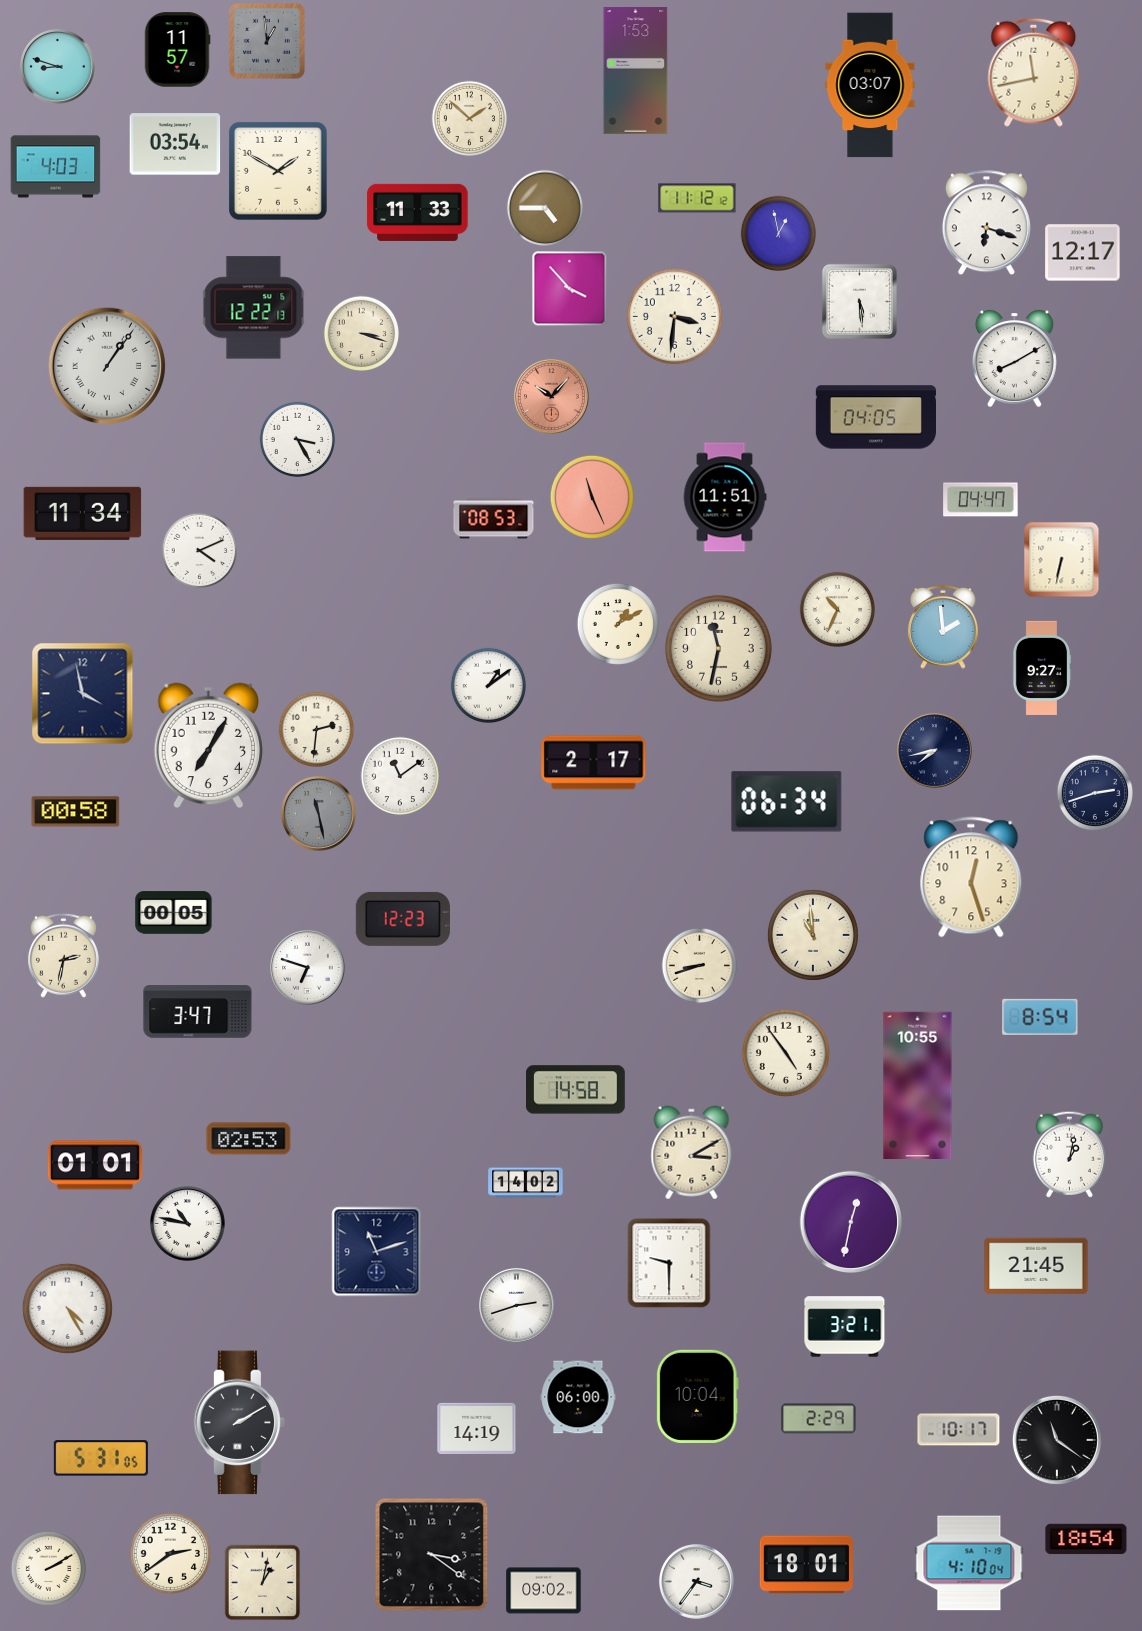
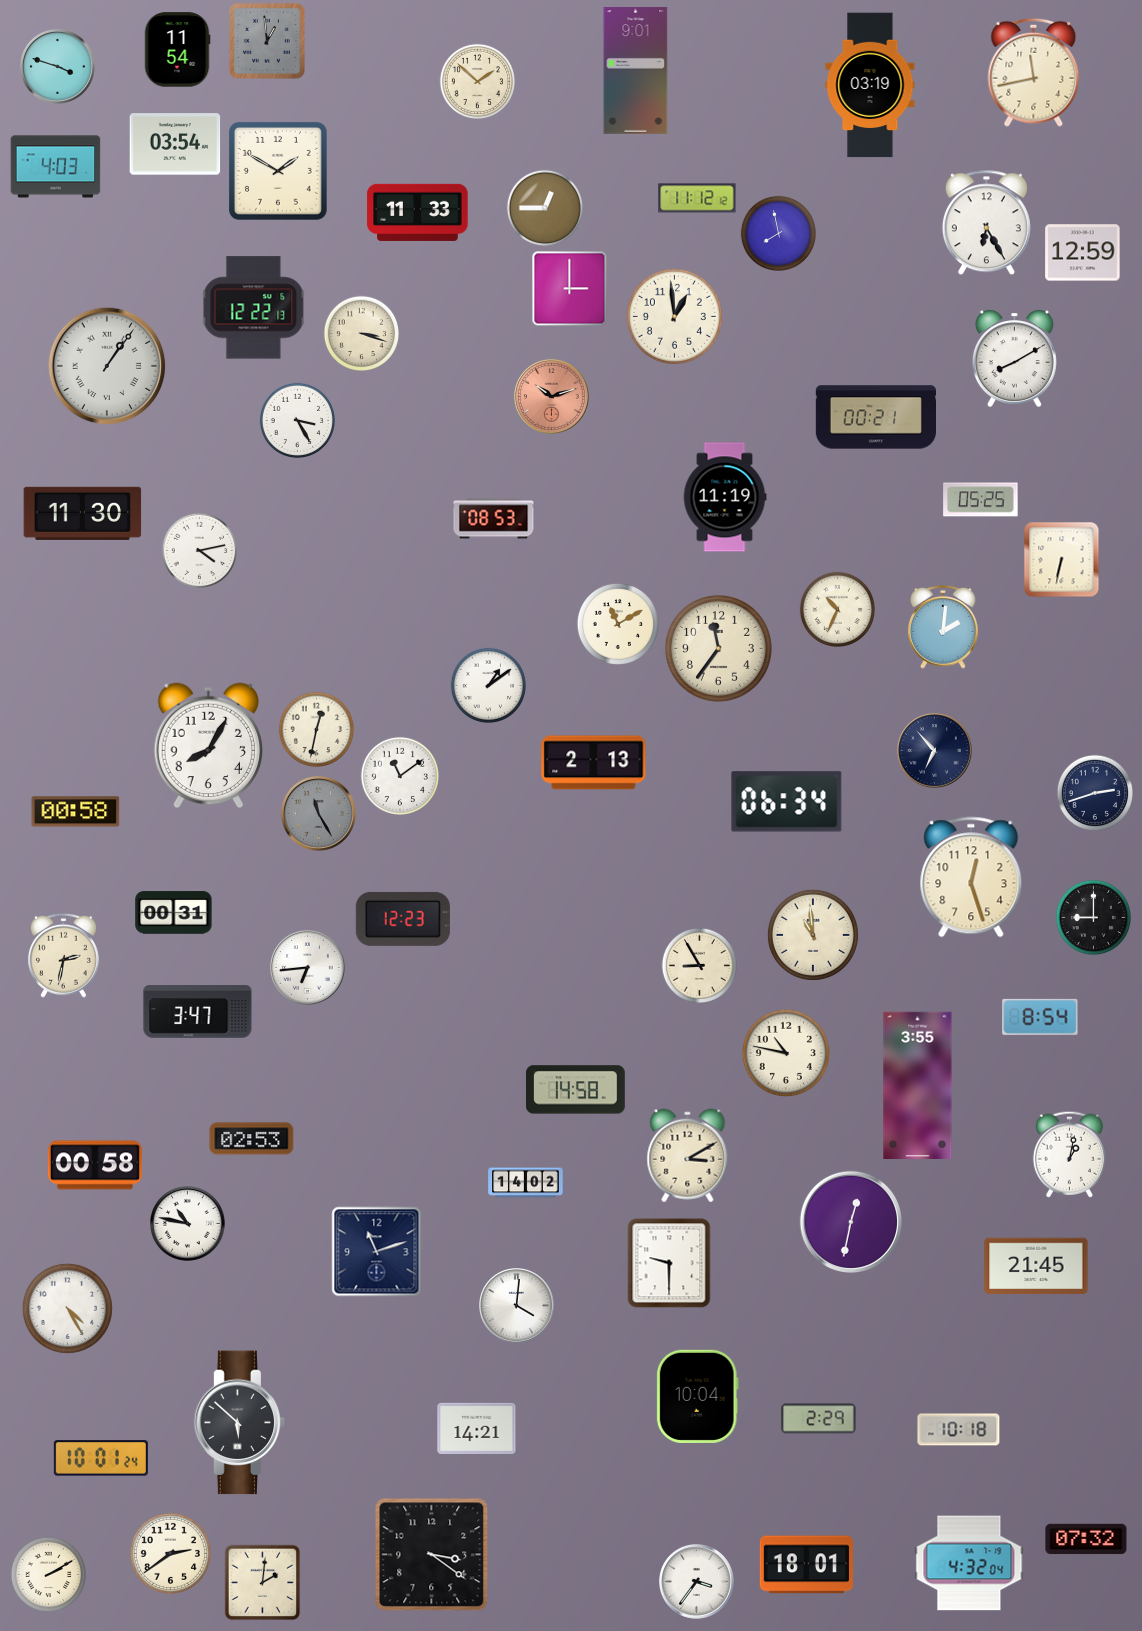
clock at (177, 50): 11:57 -> 11:54
clock at (58, 67): 8:48 -> 3:48
clock at (636, 71): 1:53 -> 9:01
clock at (870, 85): 03:07 -> 03:19
clock at (469, 118) position: (469, 118) -> (477, 81)
clock at (544, 207): 4:45 -> 12:45
clock at (986, 223): 6:18 -> 6:25
clock at (778, 233): 12:58 -> 7:58
clock at (1083, 253): 12:17 -> 12:59
clock at (570, 289): 3:53 -> 3:00
clock at (859, 301): 5:29 -> none
clock at (674, 316): 3:31 -> 12:59
clock at (552, 397): 10:07 -> 10:12
clock at (875, 417): 04:05 -> 00:21
clock at (297, 439) position: (297, 439) -> (297, 420)
clock at (592, 497): 11:26 -> none
clock at (725, 497): 11:51 -> 11:19
clock at (981, 500): 04:47 -> 05:25
clock at (83, 513): 11:34 -> 11:30
clock at (199, 550): 4:11 -> 4:13
clock at (618, 624): 1:10 -> 11:10
clock at (943, 627): 1:59 -> 2:01
clock at (718, 648): 11:32 -> 11:36
clock at (1042, 668): 9:27 -> none
clock at (83, 694): 3:58 -> none
clock at (316, 729): 2:31 -> 12:32
clock at (208, 746): 7:05 -> 8:05
clock at (935, 751): 7:43 -> 6:53
clock at (594, 763): 2:17 -> 2:13
clock at (319, 814): 11:28 -> 11:25
clock at (174, 913): 00:05 -> 00:31
clock at (1093, 917): none -> 9:00
clock at (699, 965): 8:42 -> 8:55
clock at (308, 968): 6:48 -> 6:44
clock at (786, 1053): 4:54 -> 10:47
clock at (918, 1085): 10:55 -> 3:55
clock at (249, 1139) position: (249, 1139) -> (252, 1139)
clock at (692, 1153) position: (692, 1153) -> (688, 1156)
clock at (95, 1165): 01:01 -> 00:58
clock at (517, 1306): 2:42 -> 4:01
clock at (845, 1327): 3:21 -> none
clock at (578, 1397): 06:00 -> none
clock at (240, 1423): 2:10 -> 5:52
clock at (477, 1428): 14:19 -> 14:21
clock at (959, 1430): 10:17 -> 10:18
clock at (1057, 1440): 11:21 -> none
clock at (101, 1458): 5:31 -> 10:01
clock at (1086, 1539): 18:54 -> 07:32
clock at (969, 1563): 4:10 -> 4:32
clock at (48, 1568) position: (48, 1568) -> (48, 1574)
clock at (263, 1583): 1:02 -> 2:01
clock at (544, 1591): 09:02 -> none
